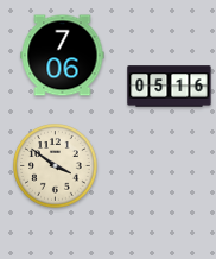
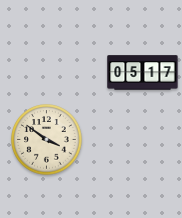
clock at (63, 56): 7:06 -> none
clock at (170, 87): 05:16 -> 05:17
